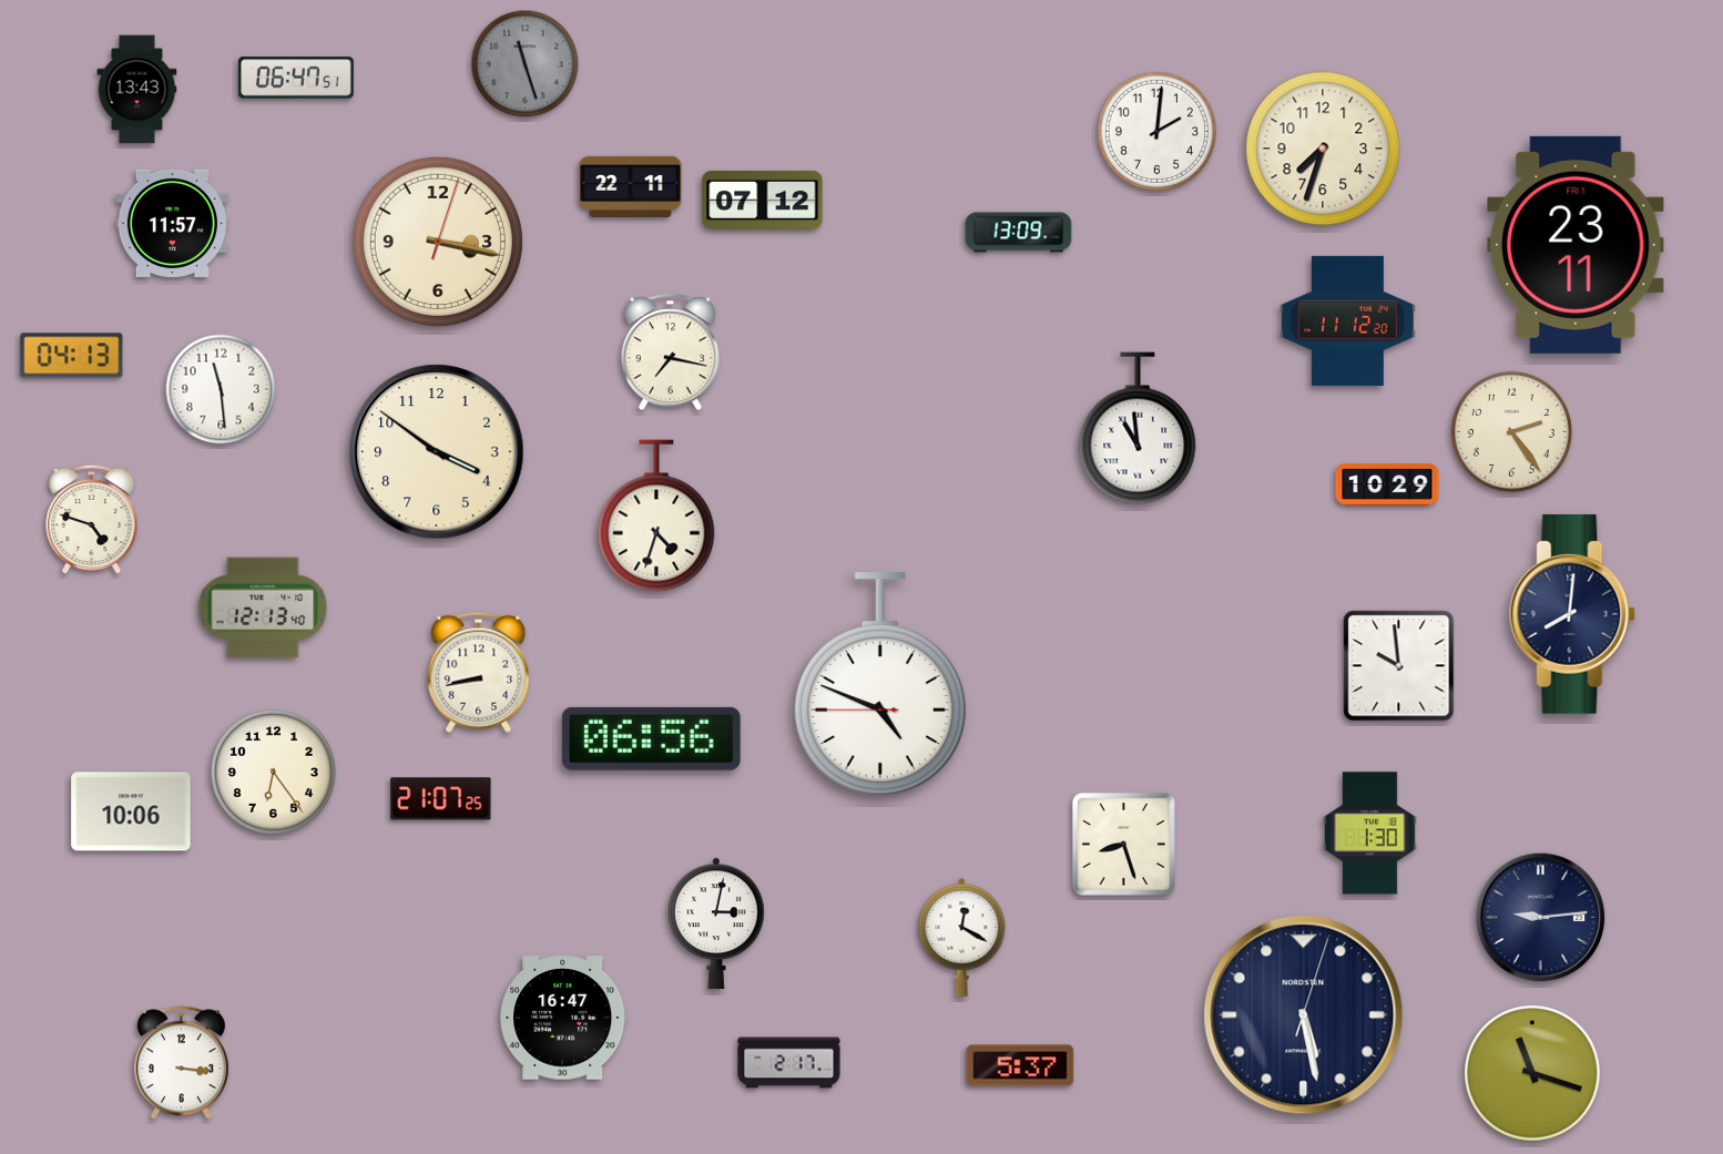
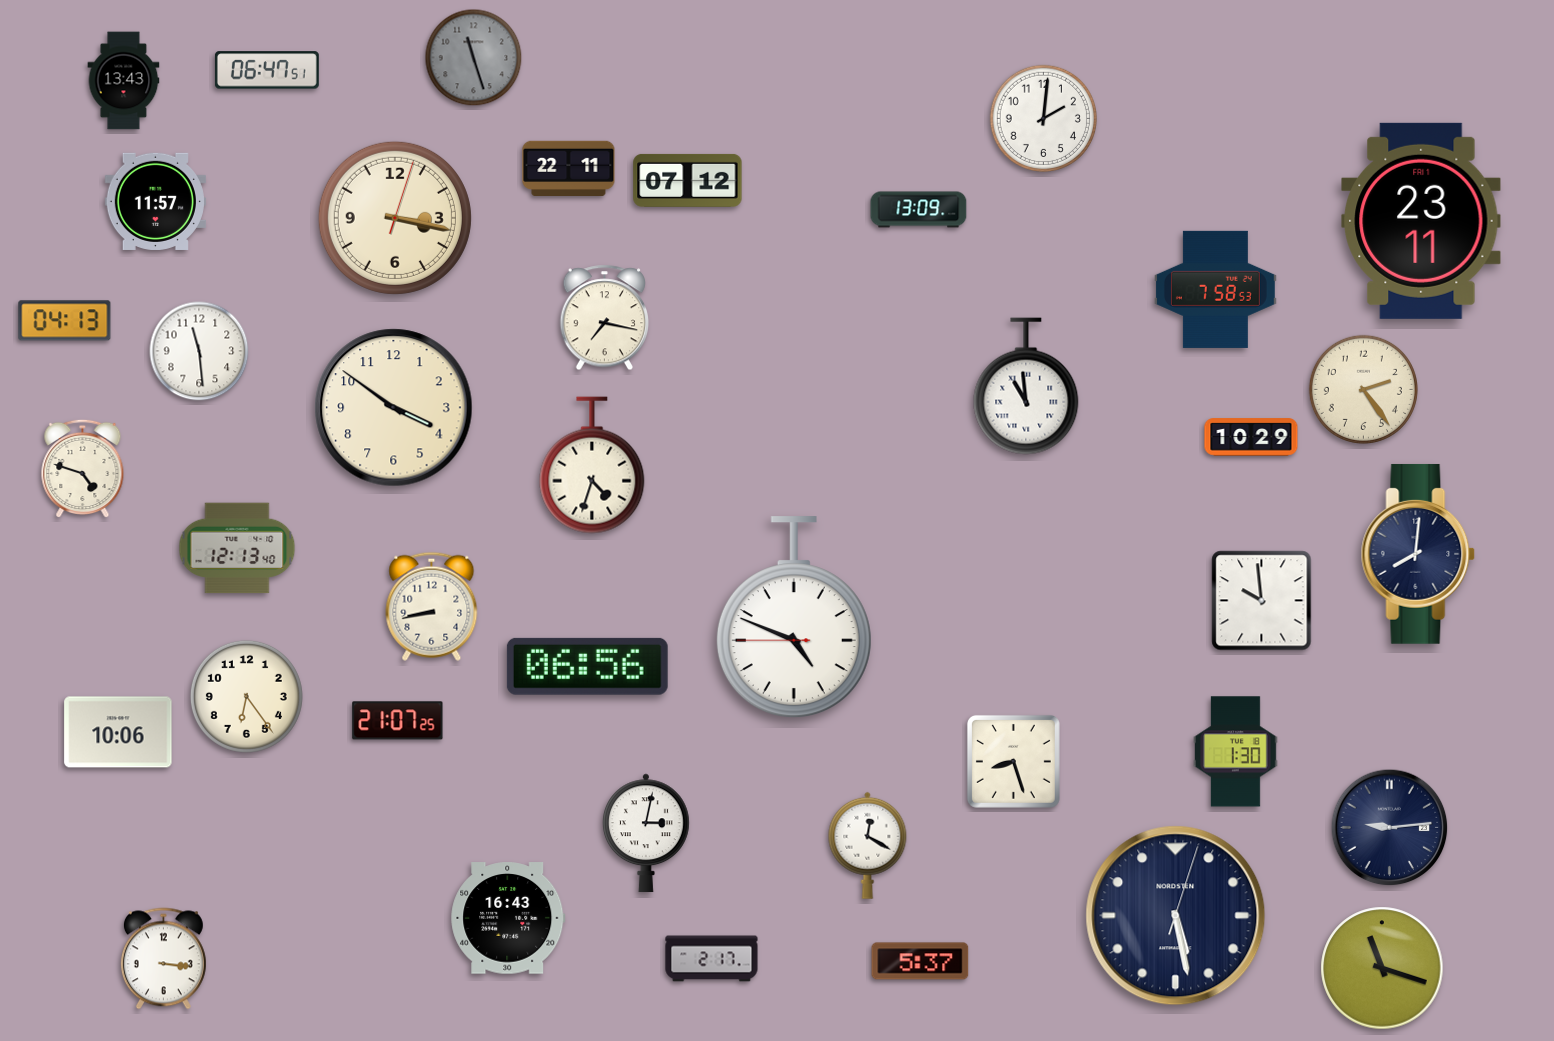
clock at (1323, 149): 7:33 -> none
clock at (1347, 320): 11:12 -> 7:58
clock at (563, 1018): 16:47 -> 16:43
